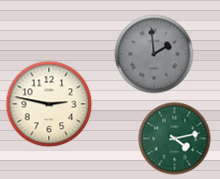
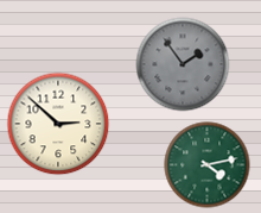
clock at (154, 54): 1:59 -> 1:54
clock at (49, 104): 2:47 -> 2:52
